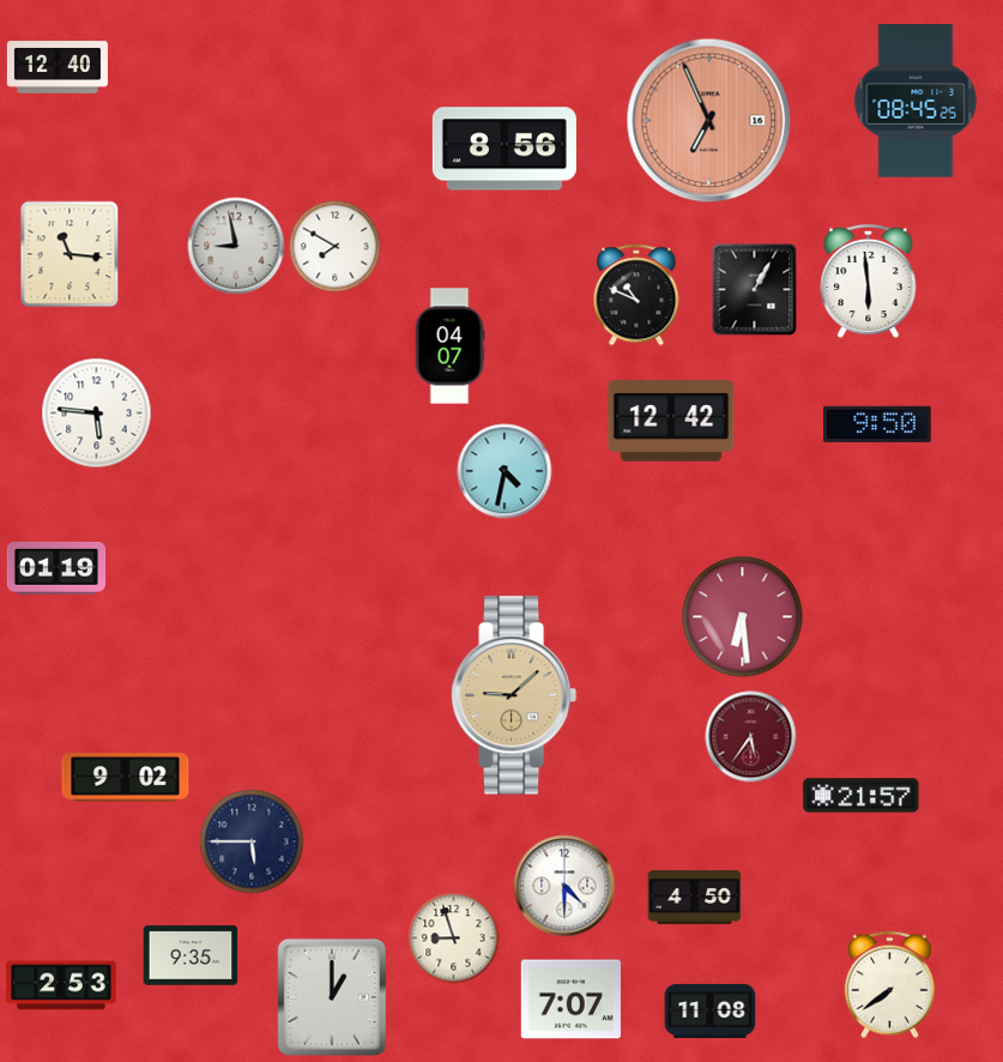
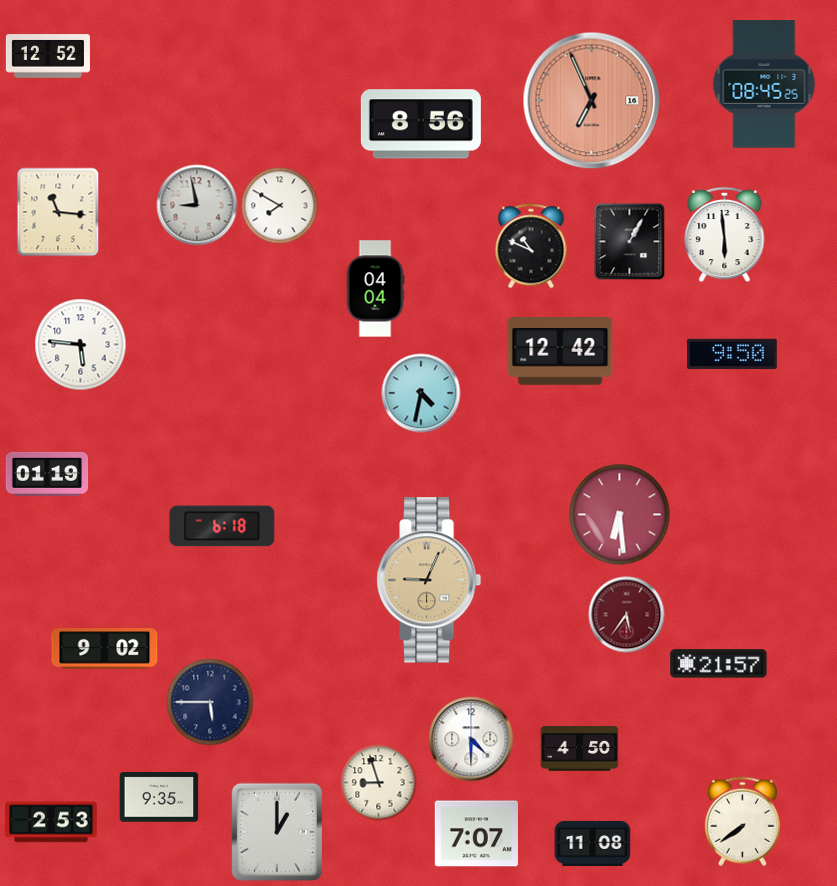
clock at (58, 67): 12:40 -> 12:52
clock at (449, 346): 04:07 -> 04:04
clock at (222, 526): none -> 6:18
clock at (514, 695): 9:08 -> 9:04
